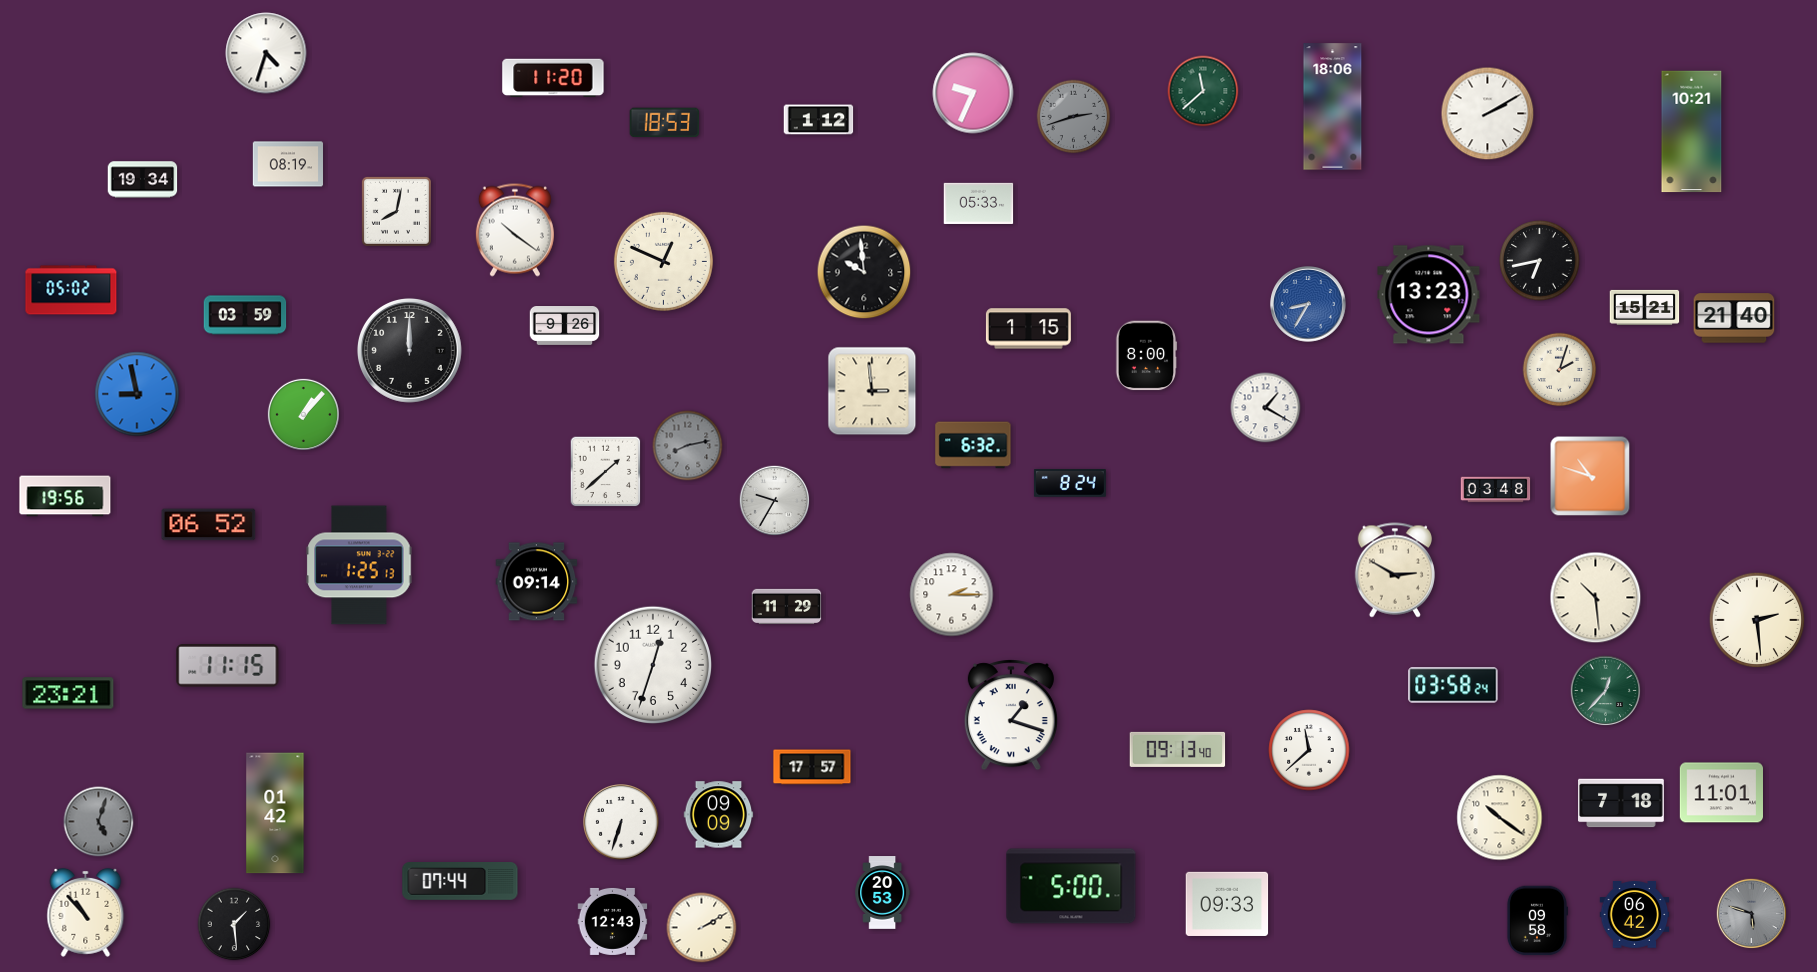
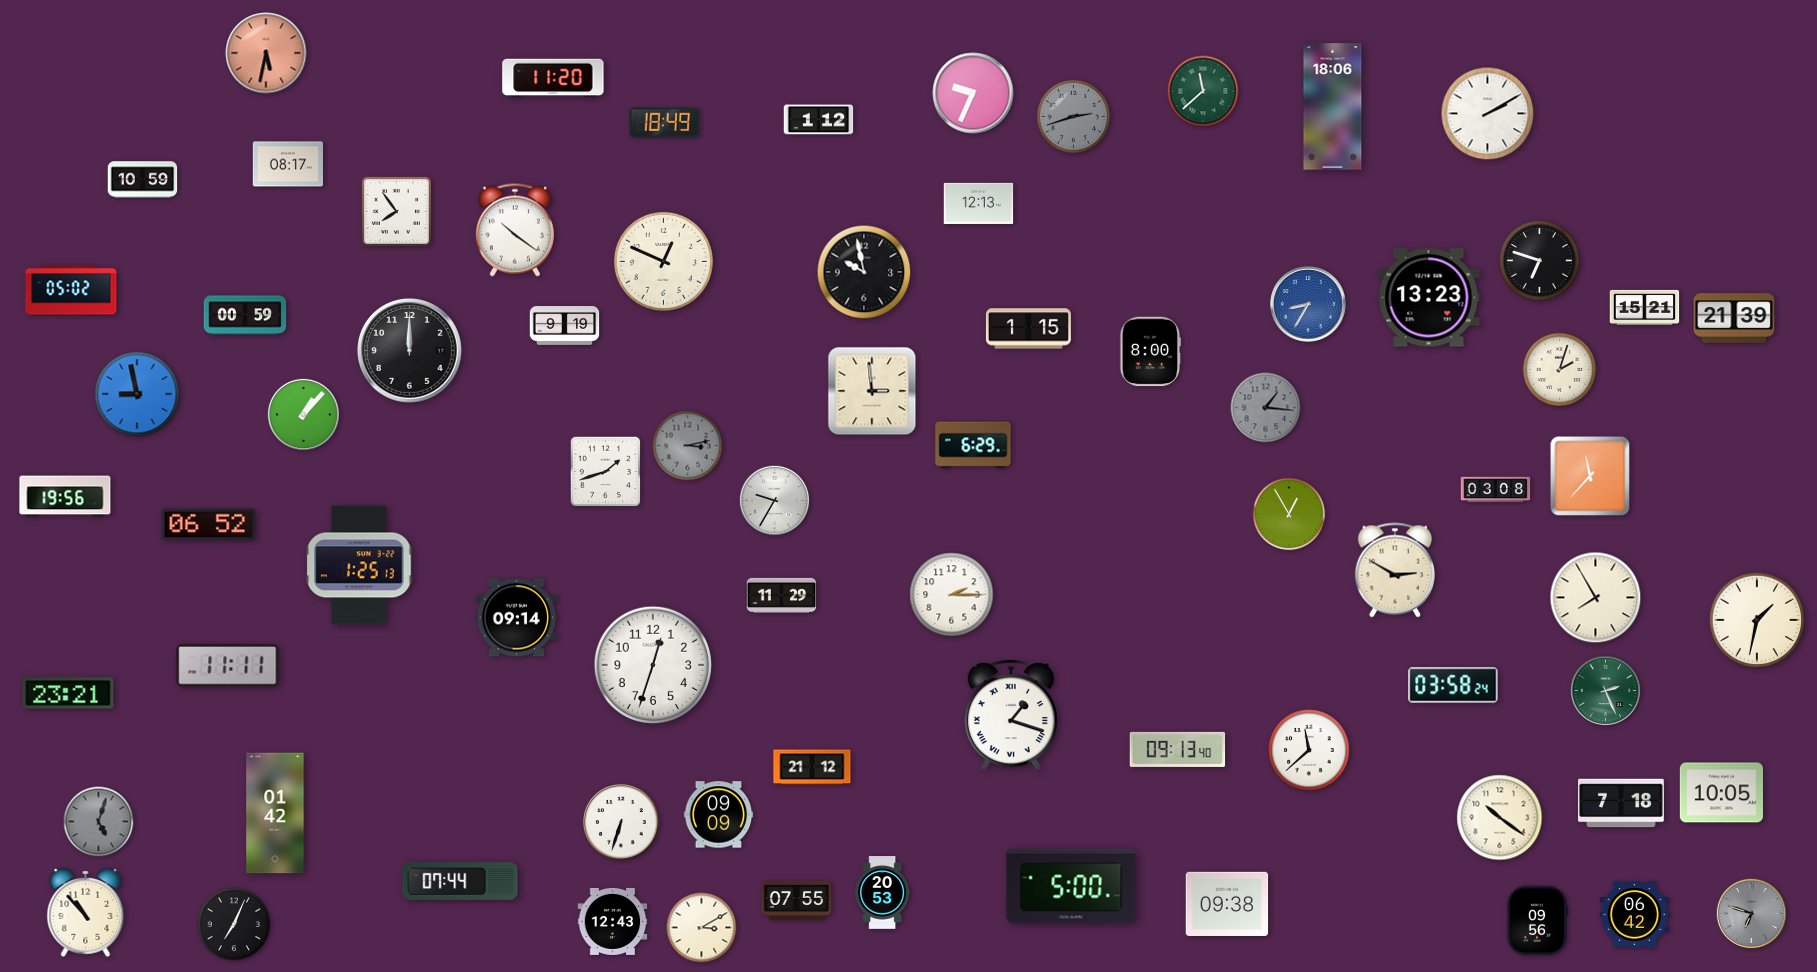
clock at (266, 53): 4:33 -> 5:32
clock at (266, 53) dial: white -> salmon
clock at (665, 123): 18:53 -> 18:49
clock at (1692, 132): 10:21 -> none
clock at (288, 164): 08:19 -> 08:17
clock at (143, 180): 19:34 -> 10:59
clock at (979, 203): 05:33 -> 12:13
clock at (396, 211): 8:02 -> 7:54
clock at (1540, 261): 6:43 -> 6:48
clock at (864, 272): 9:59 -> 9:58
clock at (1429, 295) position: (1429, 295) -> (1429, 298)
clock at (245, 315): 03:59 -> 00:59
clock at (1734, 318): 21:40 -> 21:39
clock at (565, 326): 9:26 -> 9:19
clock at (1146, 356) position: (1146, 356) -> (1150, 352)
clock at (1266, 408): 1:20 -> 1:16
clock at (1266, 408) dial: white -> grey
clock at (973, 445): 6:32 -> 6:29
clock at (688, 446): 8:13 -> 3:13
clock at (606, 472): 1:38 -> 1:42
clock at (1590, 476): 10:48 -> 11:37
clock at (1070, 484): 8:24 -> none
clock at (1496, 490): 03:48 -> 03:08
clock at (1289, 514): none -> 12:55
clock at (537, 582) position: (537, 582) -> (517, 618)
clock at (1596, 598): 10:29 -> 7:55
clock at (787, 606) position: (787, 606) -> (782, 595)
clock at (1757, 620): 2:29 -> 1:32
clock at (228, 666): 11:15 -> 11:11
clock at (1606, 691): 12:37 -> 2:26
clock at (812, 767): 17:57 -> 21:12
clock at (1721, 793): 11:01 -> 10:05
clock at (797, 900): none -> 07:55
clock at (1227, 903): 09:33 -> 09:38
clock at (1752, 914): 5:48 -> 6:48
clock at (1536, 921): 09:58 -> 09:56
clock at (234, 924): 1:29 -> 7:04
clock at (702, 928): 2:10 -> 3:10
